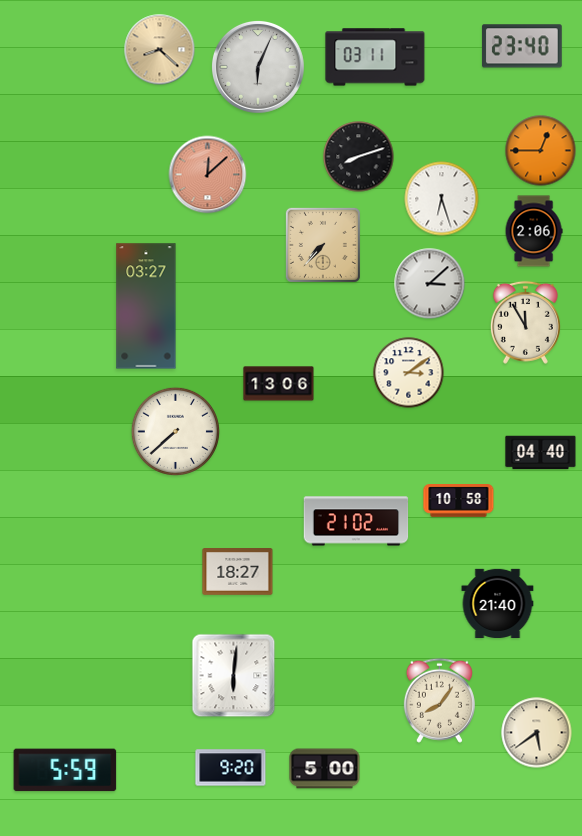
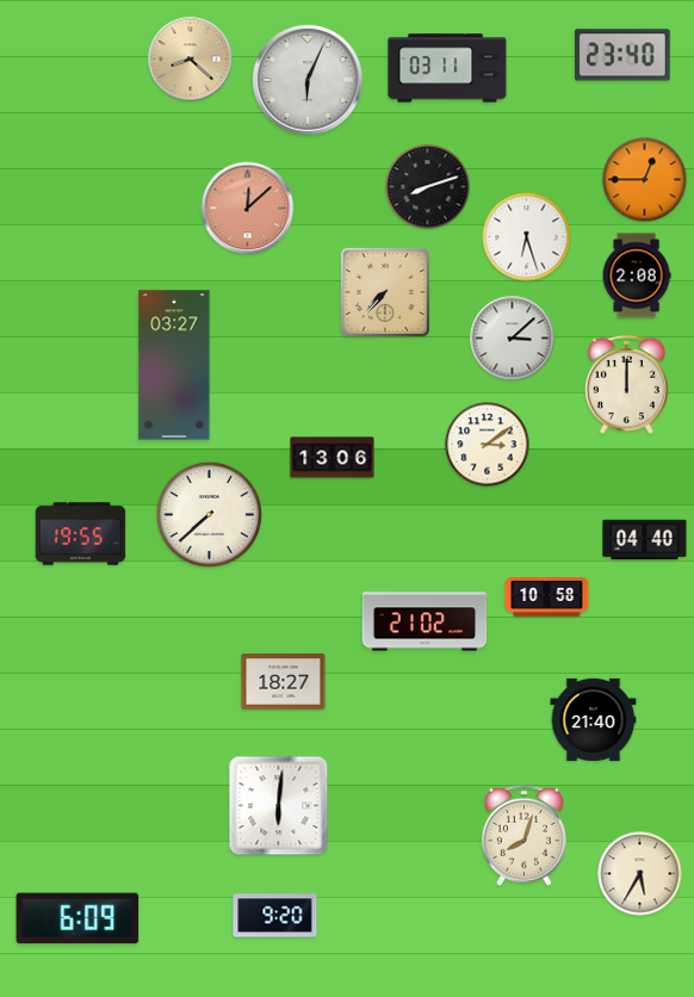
clock at (534, 231): 2:06 -> 2:08
clock at (525, 322): 11:55 -> 12:00
clock at (81, 534): none -> 19:55
clock at (439, 700): 8:06 -> 8:03
clock at (537, 733): 5:39 -> 5:35
clock at (325, 769): 5:00 -> none
clock at (65, 770): 5:59 -> 6:09
